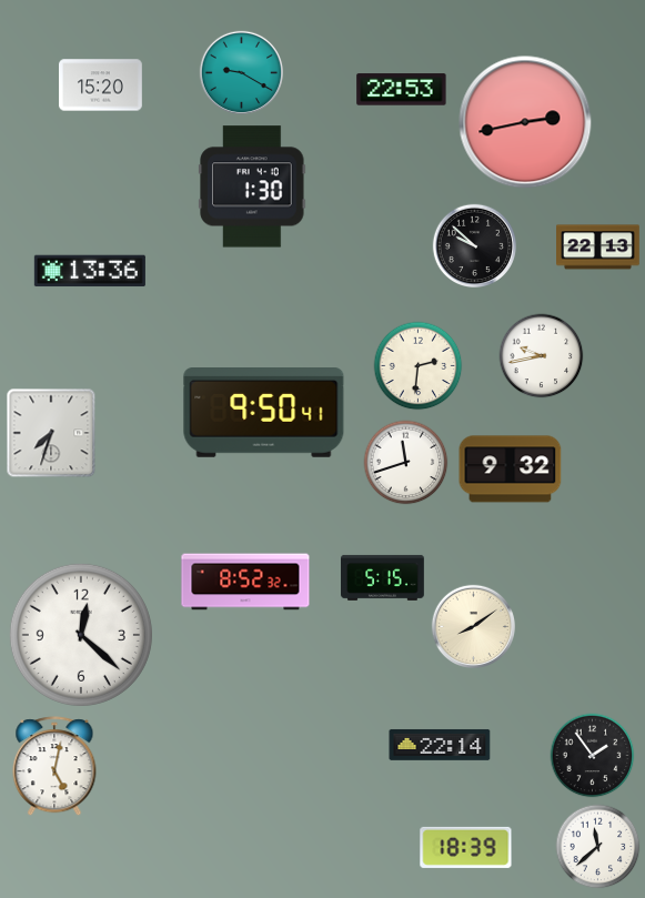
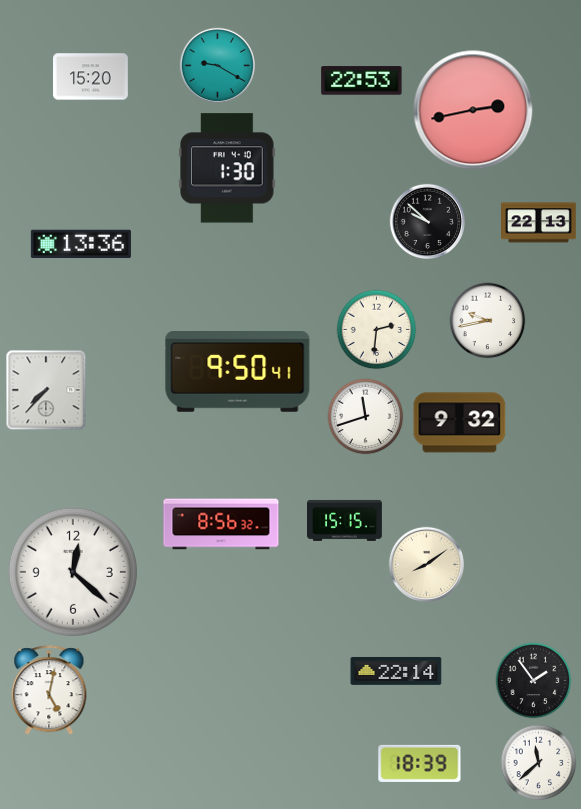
clock at (51, 433): 7:33 -> 7:37
clock at (383, 577): 5:15 -> 15:15
clock at (245, 582): 8:52 -> 8:56
